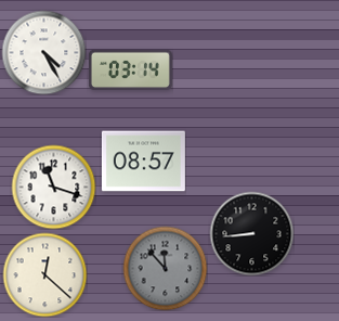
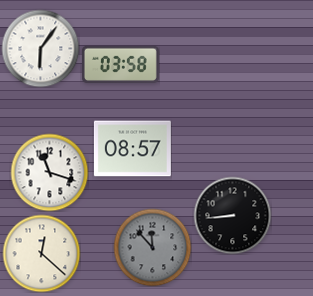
clock at (43, 52): 4:25 -> 6:06
clock at (130, 69): 03:14 -> 03:58
